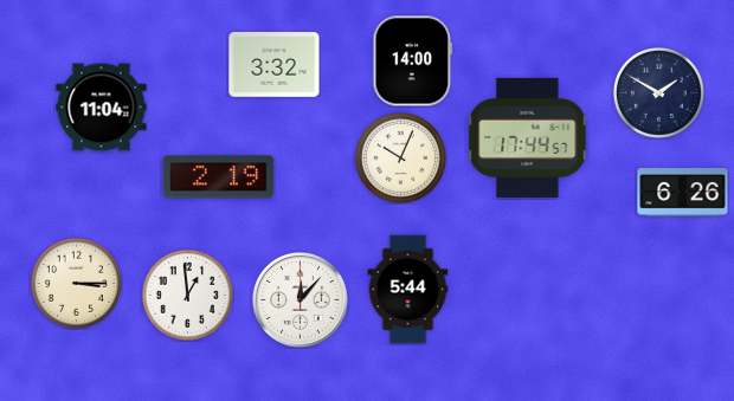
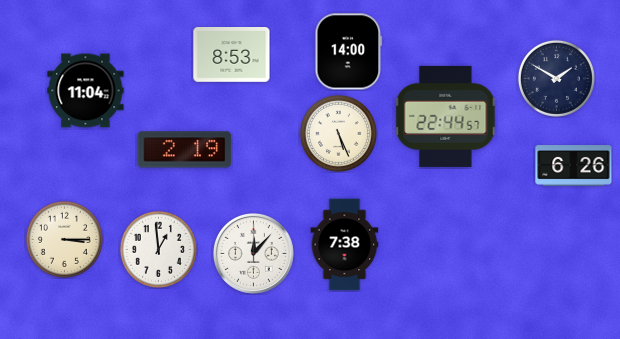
clock at (275, 65): 3:32 -> 8:53
clock at (528, 137): 17:44 -> 22:44
clock at (400, 157): 10:04 -> 5:26
clock at (683, 193) position: (683, 193) -> (574, 166)
clock at (408, 290): 5:44 -> 7:38
